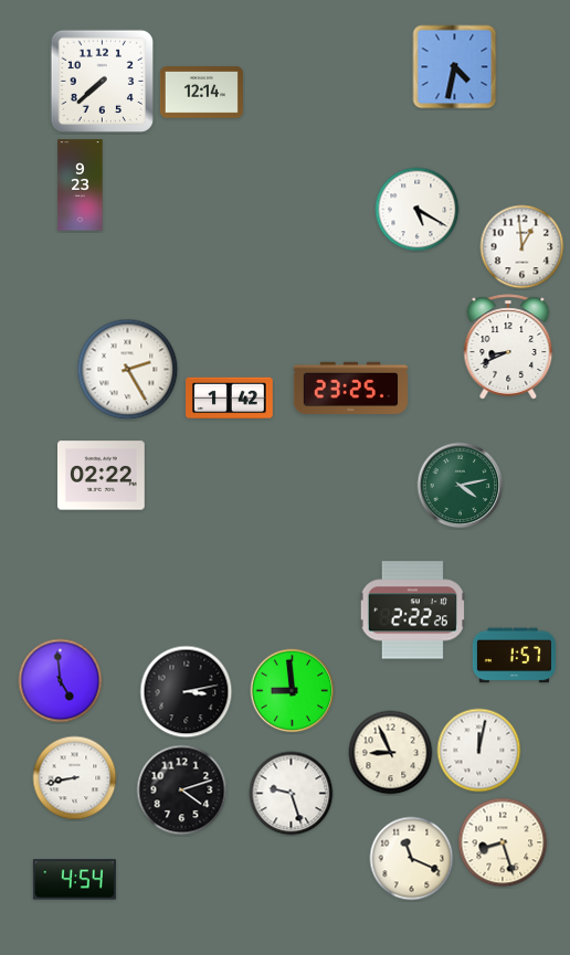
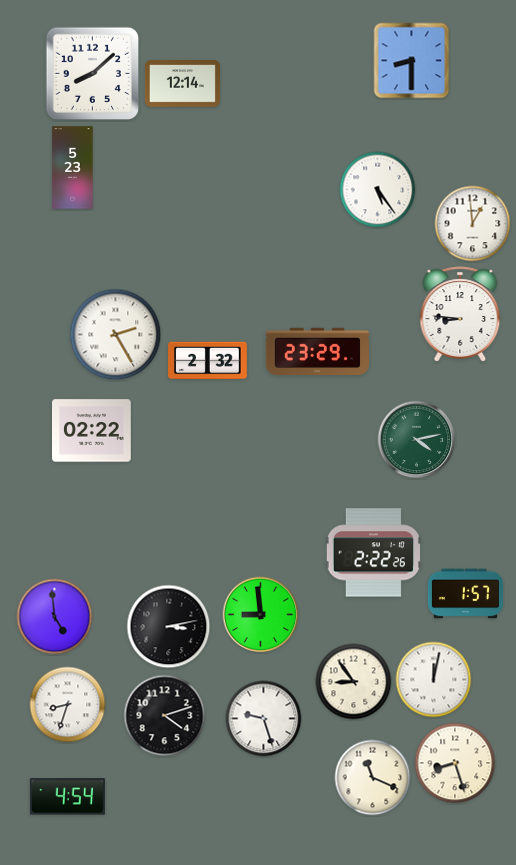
clock at (455, 67): 4:32 -> 8:30
clock at (102, 81): 7:38 -> 8:08
clock at (81, 185): 9:23 -> 5:23
clock at (418, 210): 5:20 -> 5:24
clock at (508, 347): 8:41 -> 8:46
clock at (350, 388): 23:25 -> 23:29
clock at (230, 399): 1:42 -> 2:32
clock at (293, 691) position: (293, 691) -> (261, 615)
clock at (391, 753): 8:56 -> 8:54
clock at (75, 778): 8:43 -> 8:33
